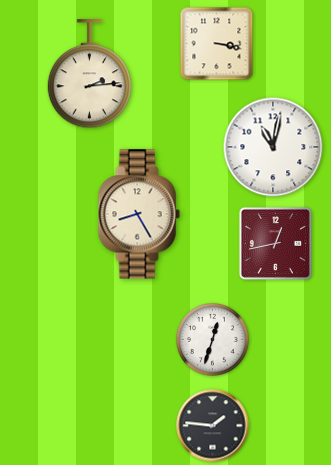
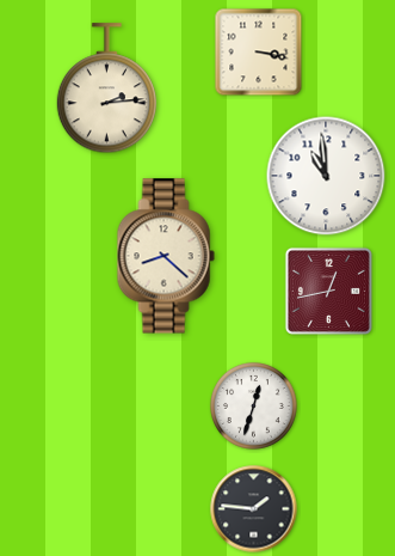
clock at (273, 147): 11:02 -> 10:59
clock at (139, 214): 8:25 -> 8:22
